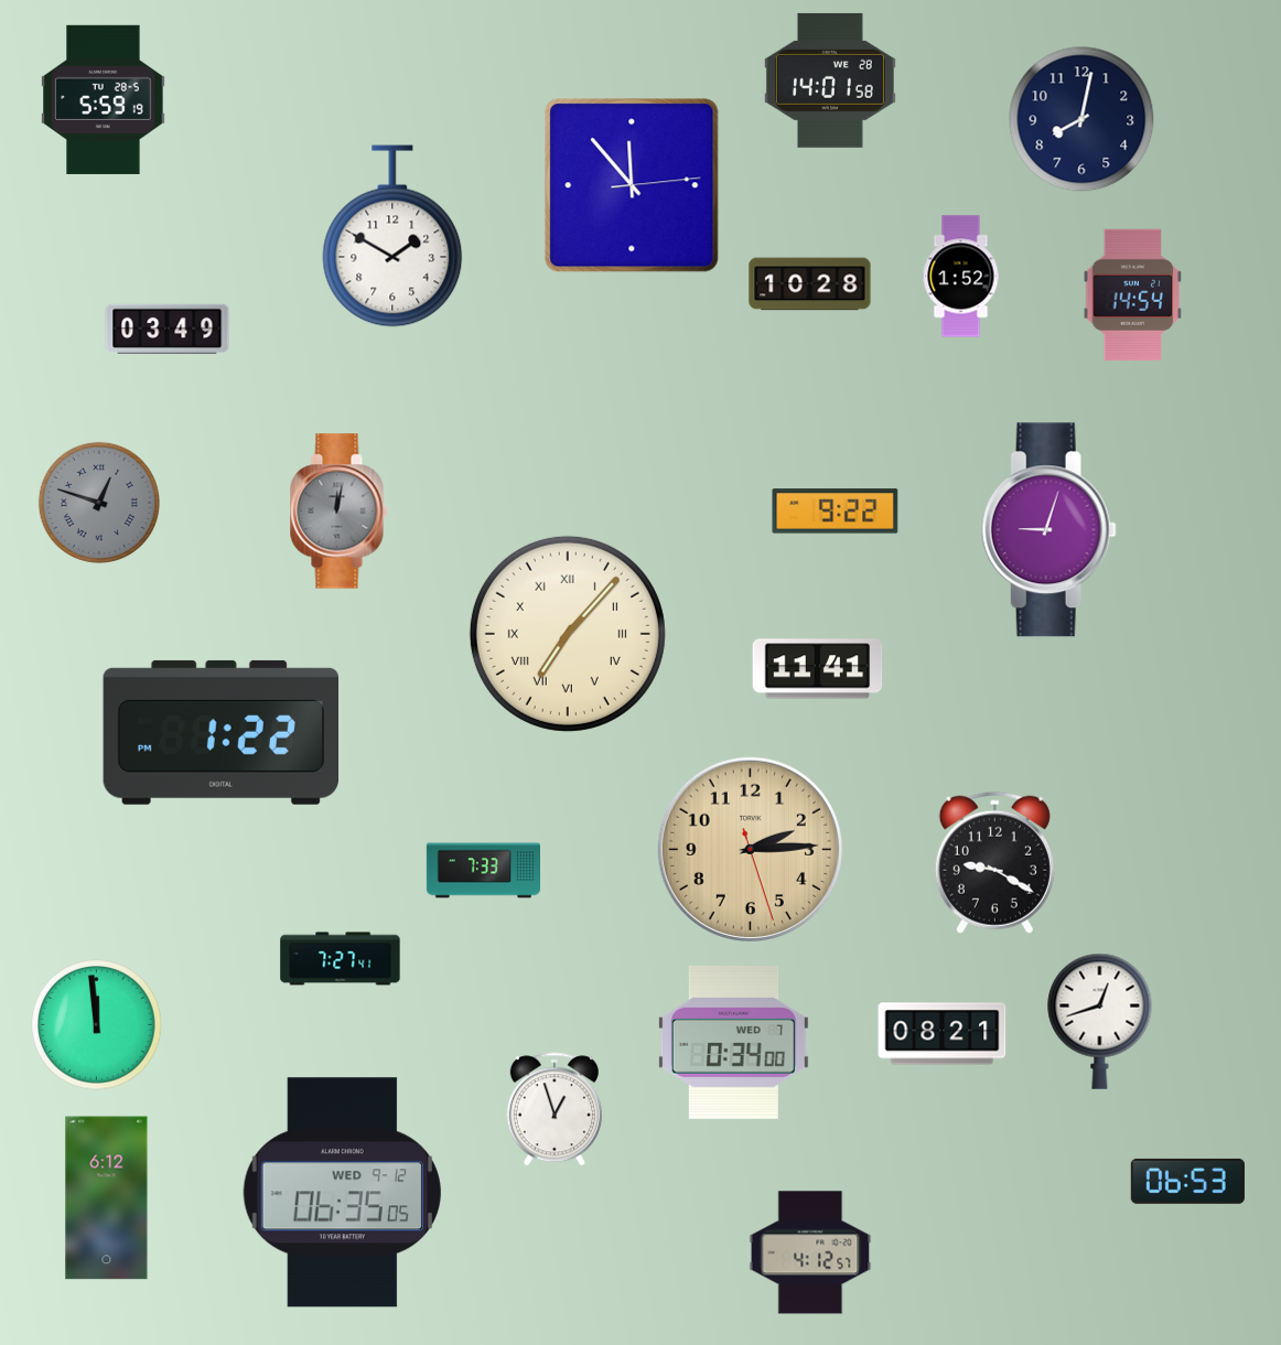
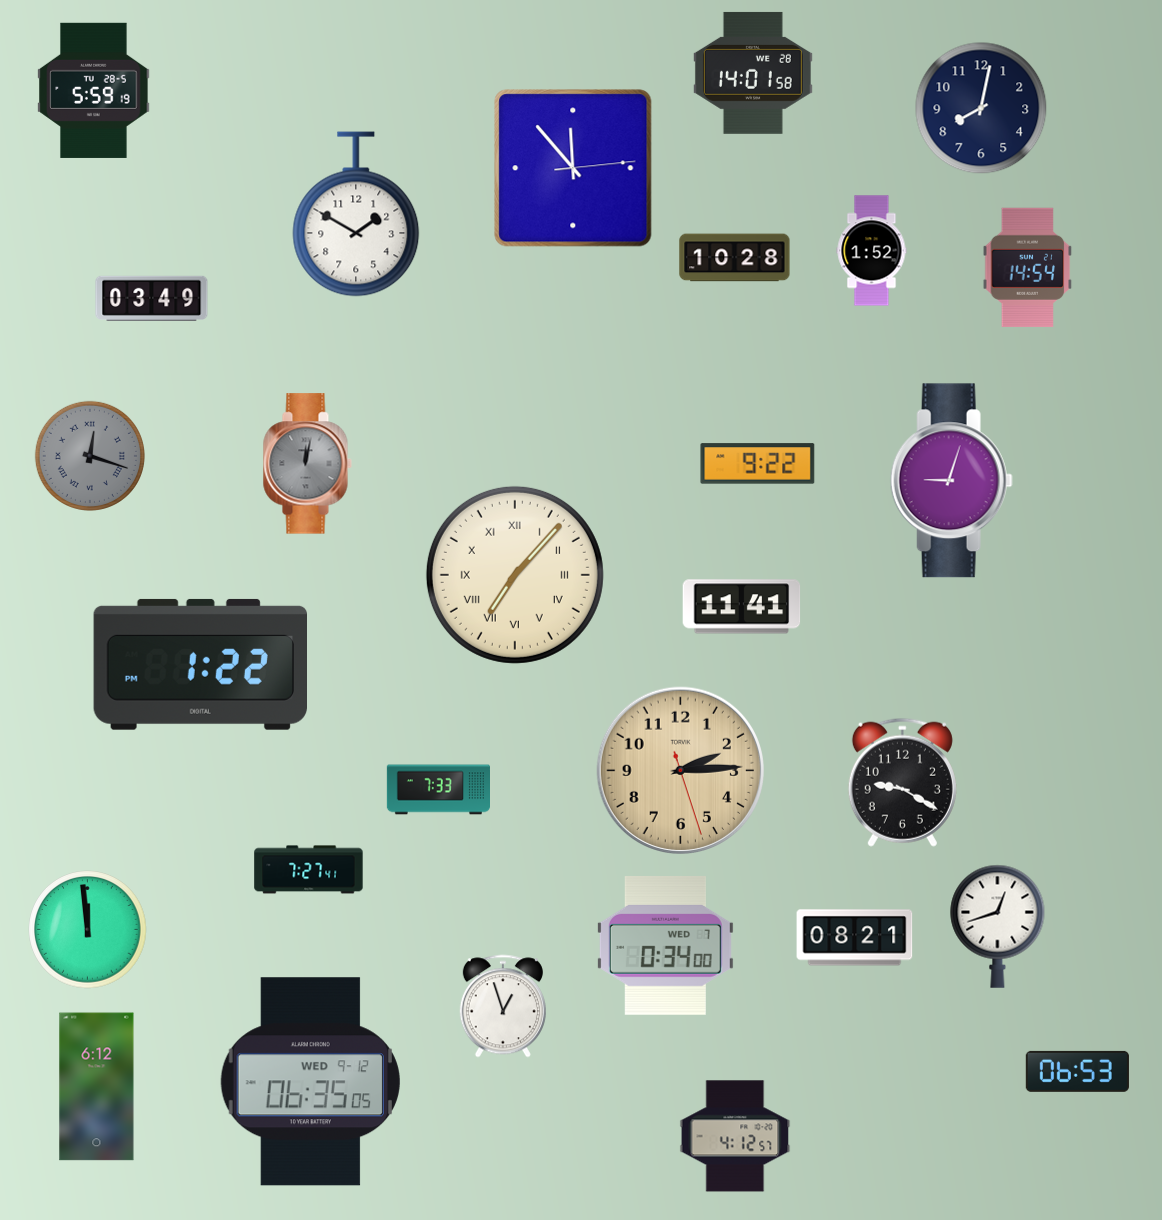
clock at (99, 503): 12:48 -> 12:18
